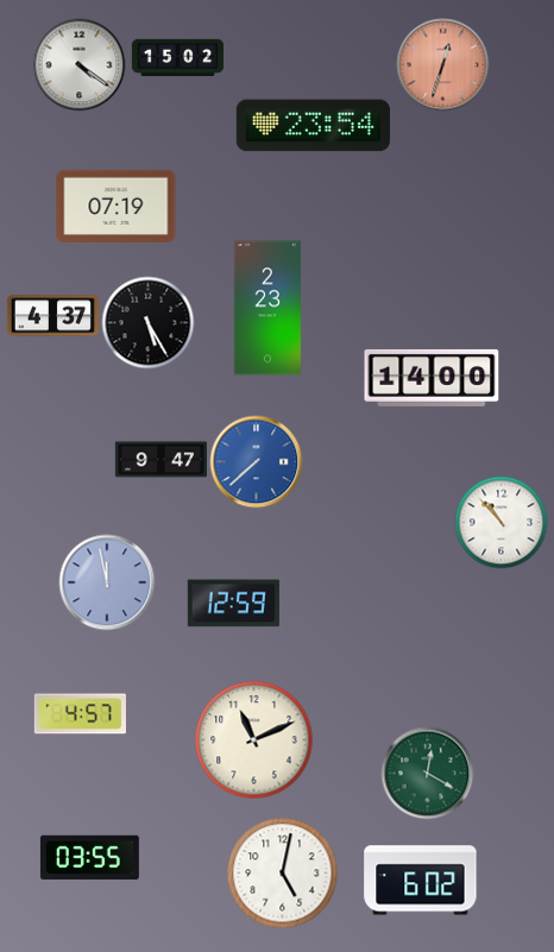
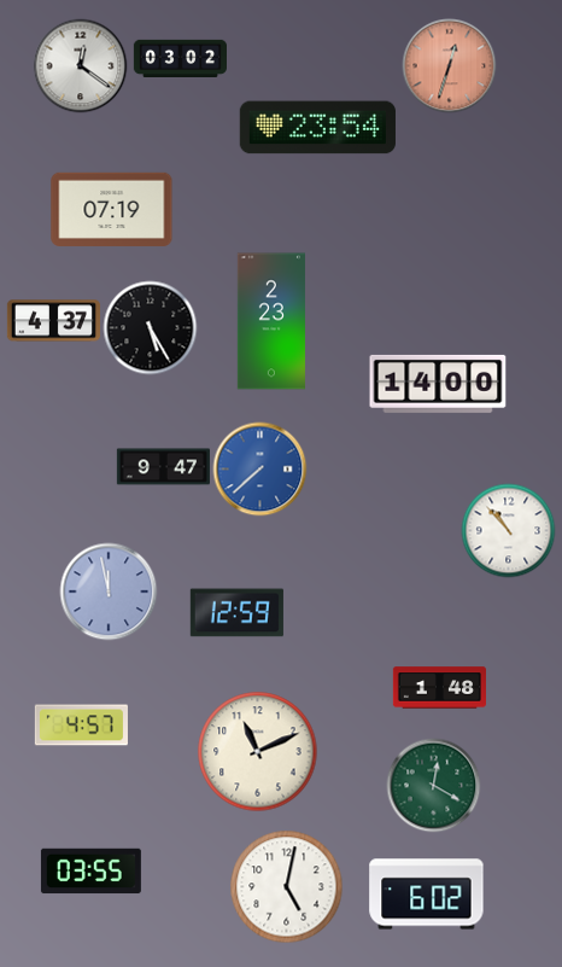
clock at (177, 58): 15:02 -> 03:02
clock at (78, 64): 4:21 -> 12:21
clock at (117, 206) position: (117, 206) -> (112, 209)
clock at (267, 308) position: (267, 308) -> (271, 321)
clock at (439, 688): none -> 1:48
